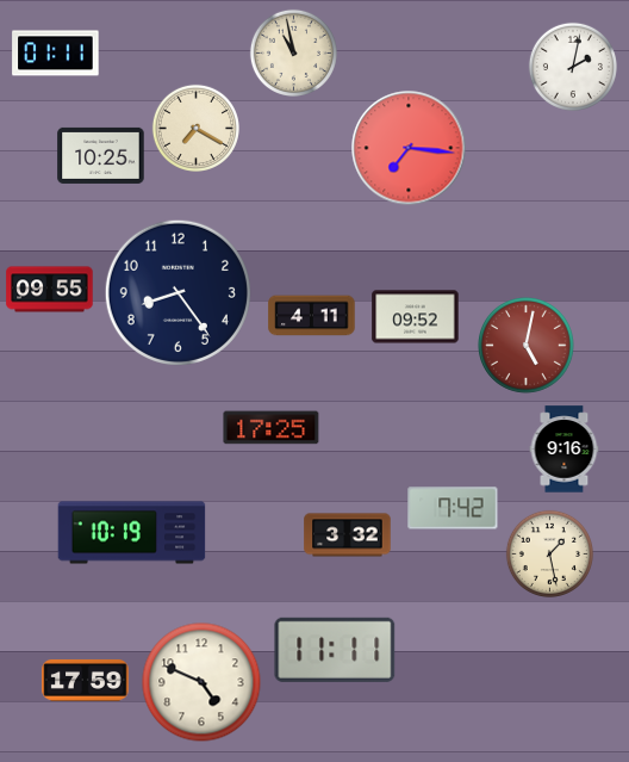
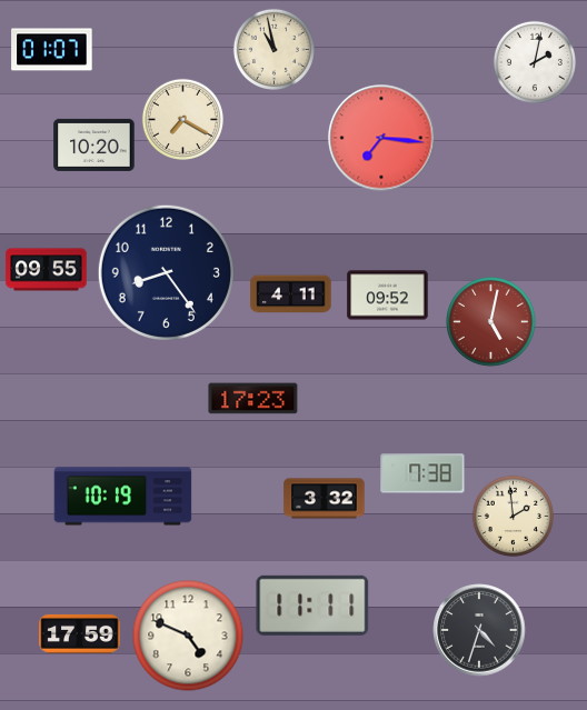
clock at (56, 54): 01:11 -> 01:07
clock at (101, 155): 10:25 -> 10:20
clock at (272, 428): 17:25 -> 17:23
clock at (565, 450): 9:16 -> none
clock at (453, 508): 7:42 -> 7:38
clock at (549, 553): 1:28 -> 1:59
clock at (479, 630): none -> 4:33
